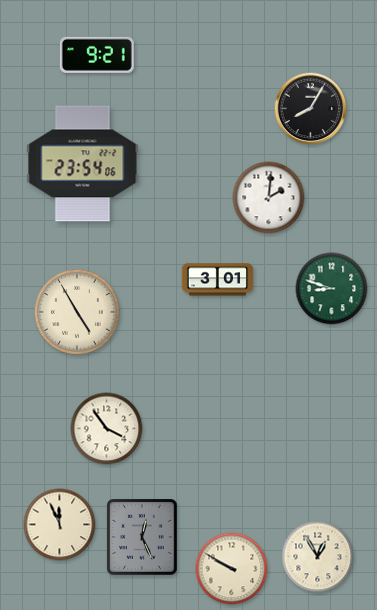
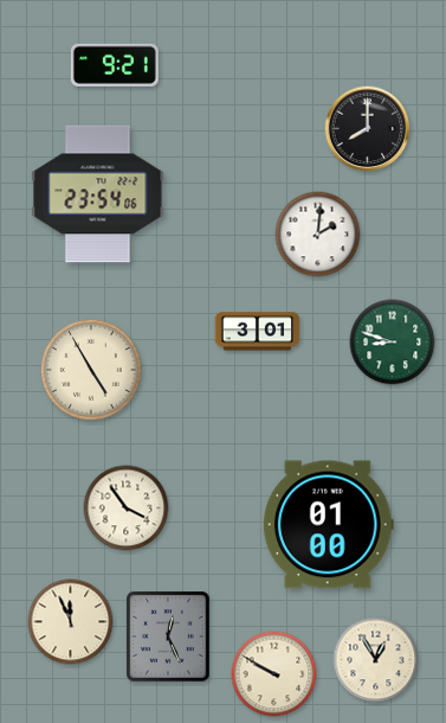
clock at (311, 109): 8:05 -> 8:00
clock at (328, 525): none -> 01:00
